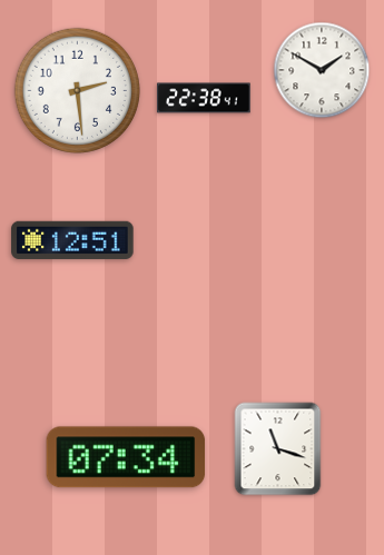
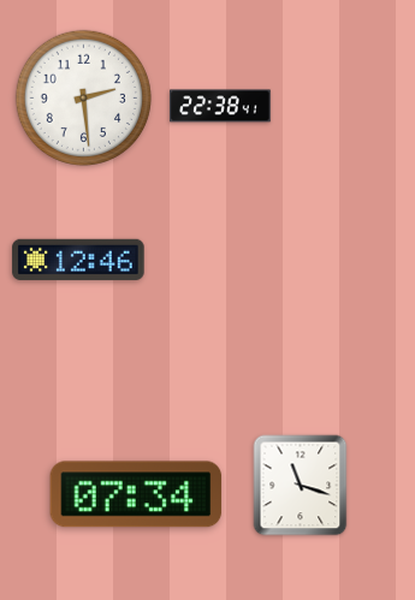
clock at (322, 70): 1:50 -> none
clock at (72, 240): 12:51 -> 12:46
